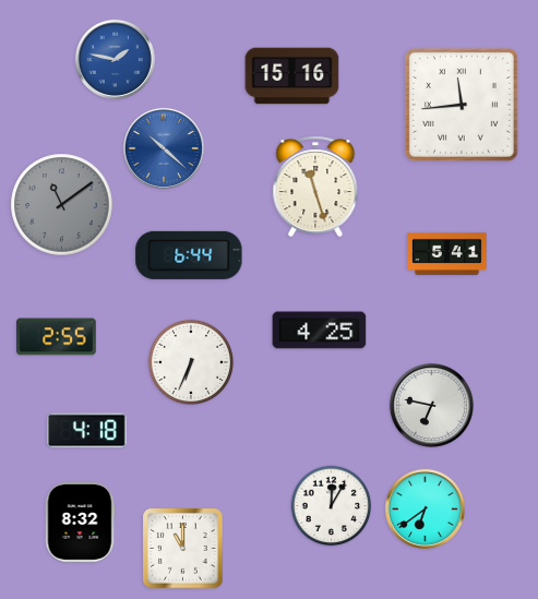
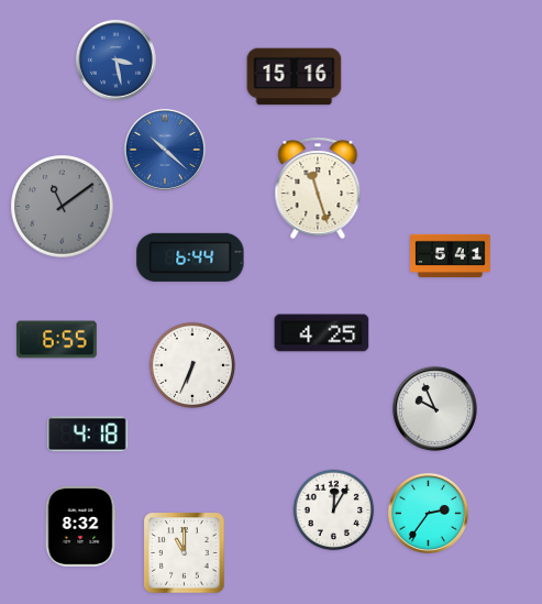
clock at (115, 59): 1:47 -> 3:28
clock at (462, 105): 11:44 -> none
clock at (57, 337): 2:55 -> 6:55
clock at (431, 405): 6:47 -> 9:56
clock at (425, 508): 6:39 -> 2:36
